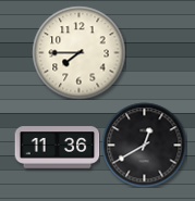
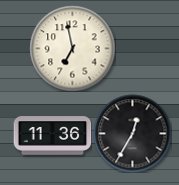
clock at (78, 52): 7:45 -> 6:58
clock at (144, 145): 12:40 -> 12:35
